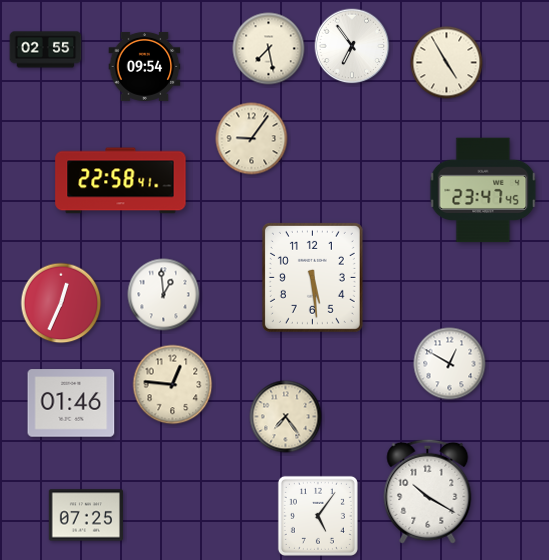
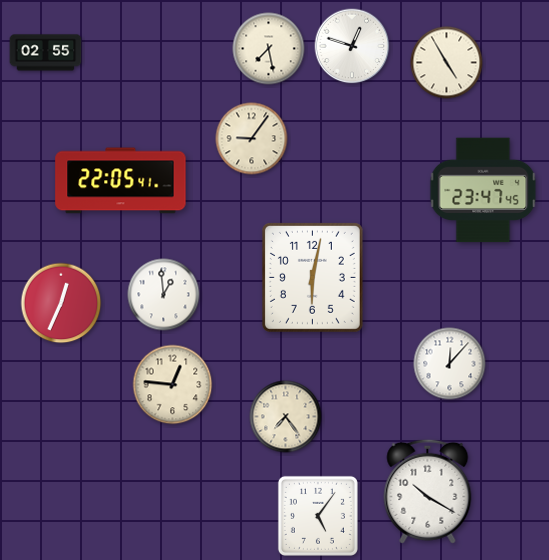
clock at (352, 46): 6:54 -> 12:48
clock at (46, 50) position: (46, 50) -> (46, 53)
clock at (145, 66): 09:54 -> none
clock at (121, 181): 22:58 -> 22:05
clock at (312, 277): 5:29 -> 6:02
clock at (450, 364): 12:50 -> 12:07
clock at (71, 403): 01:46 -> none
clock at (85, 515): 07:25 -> none
